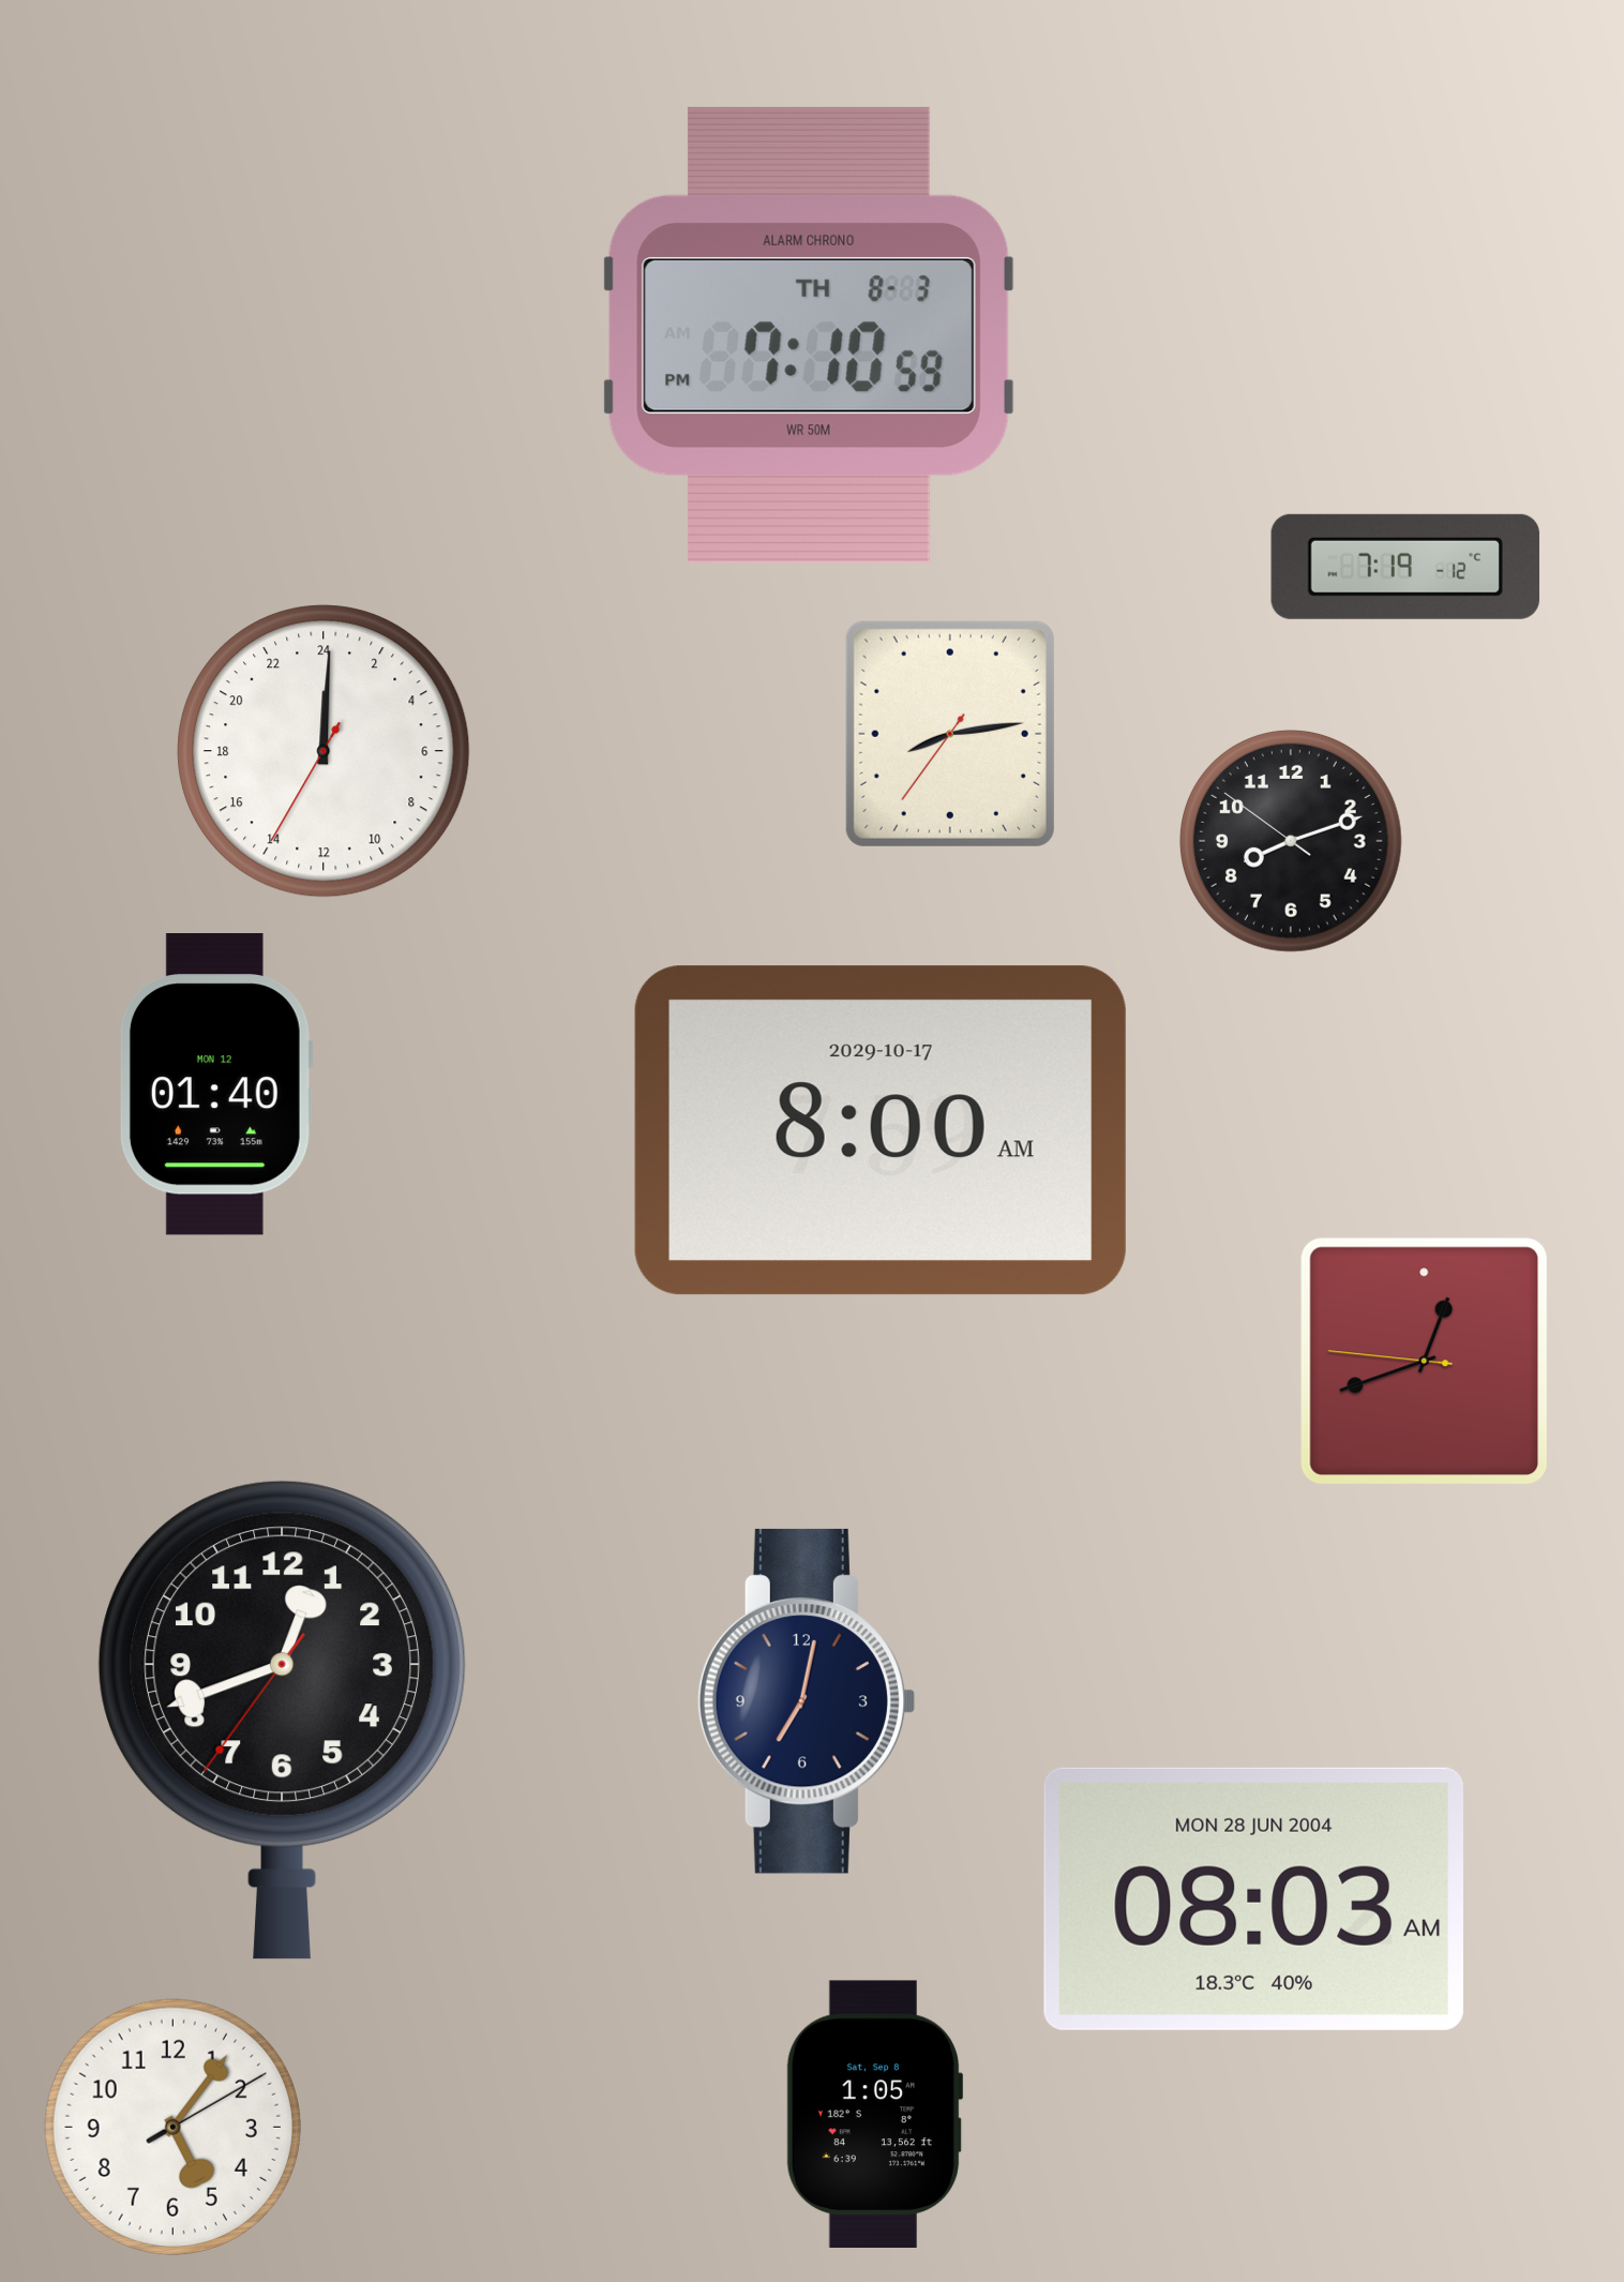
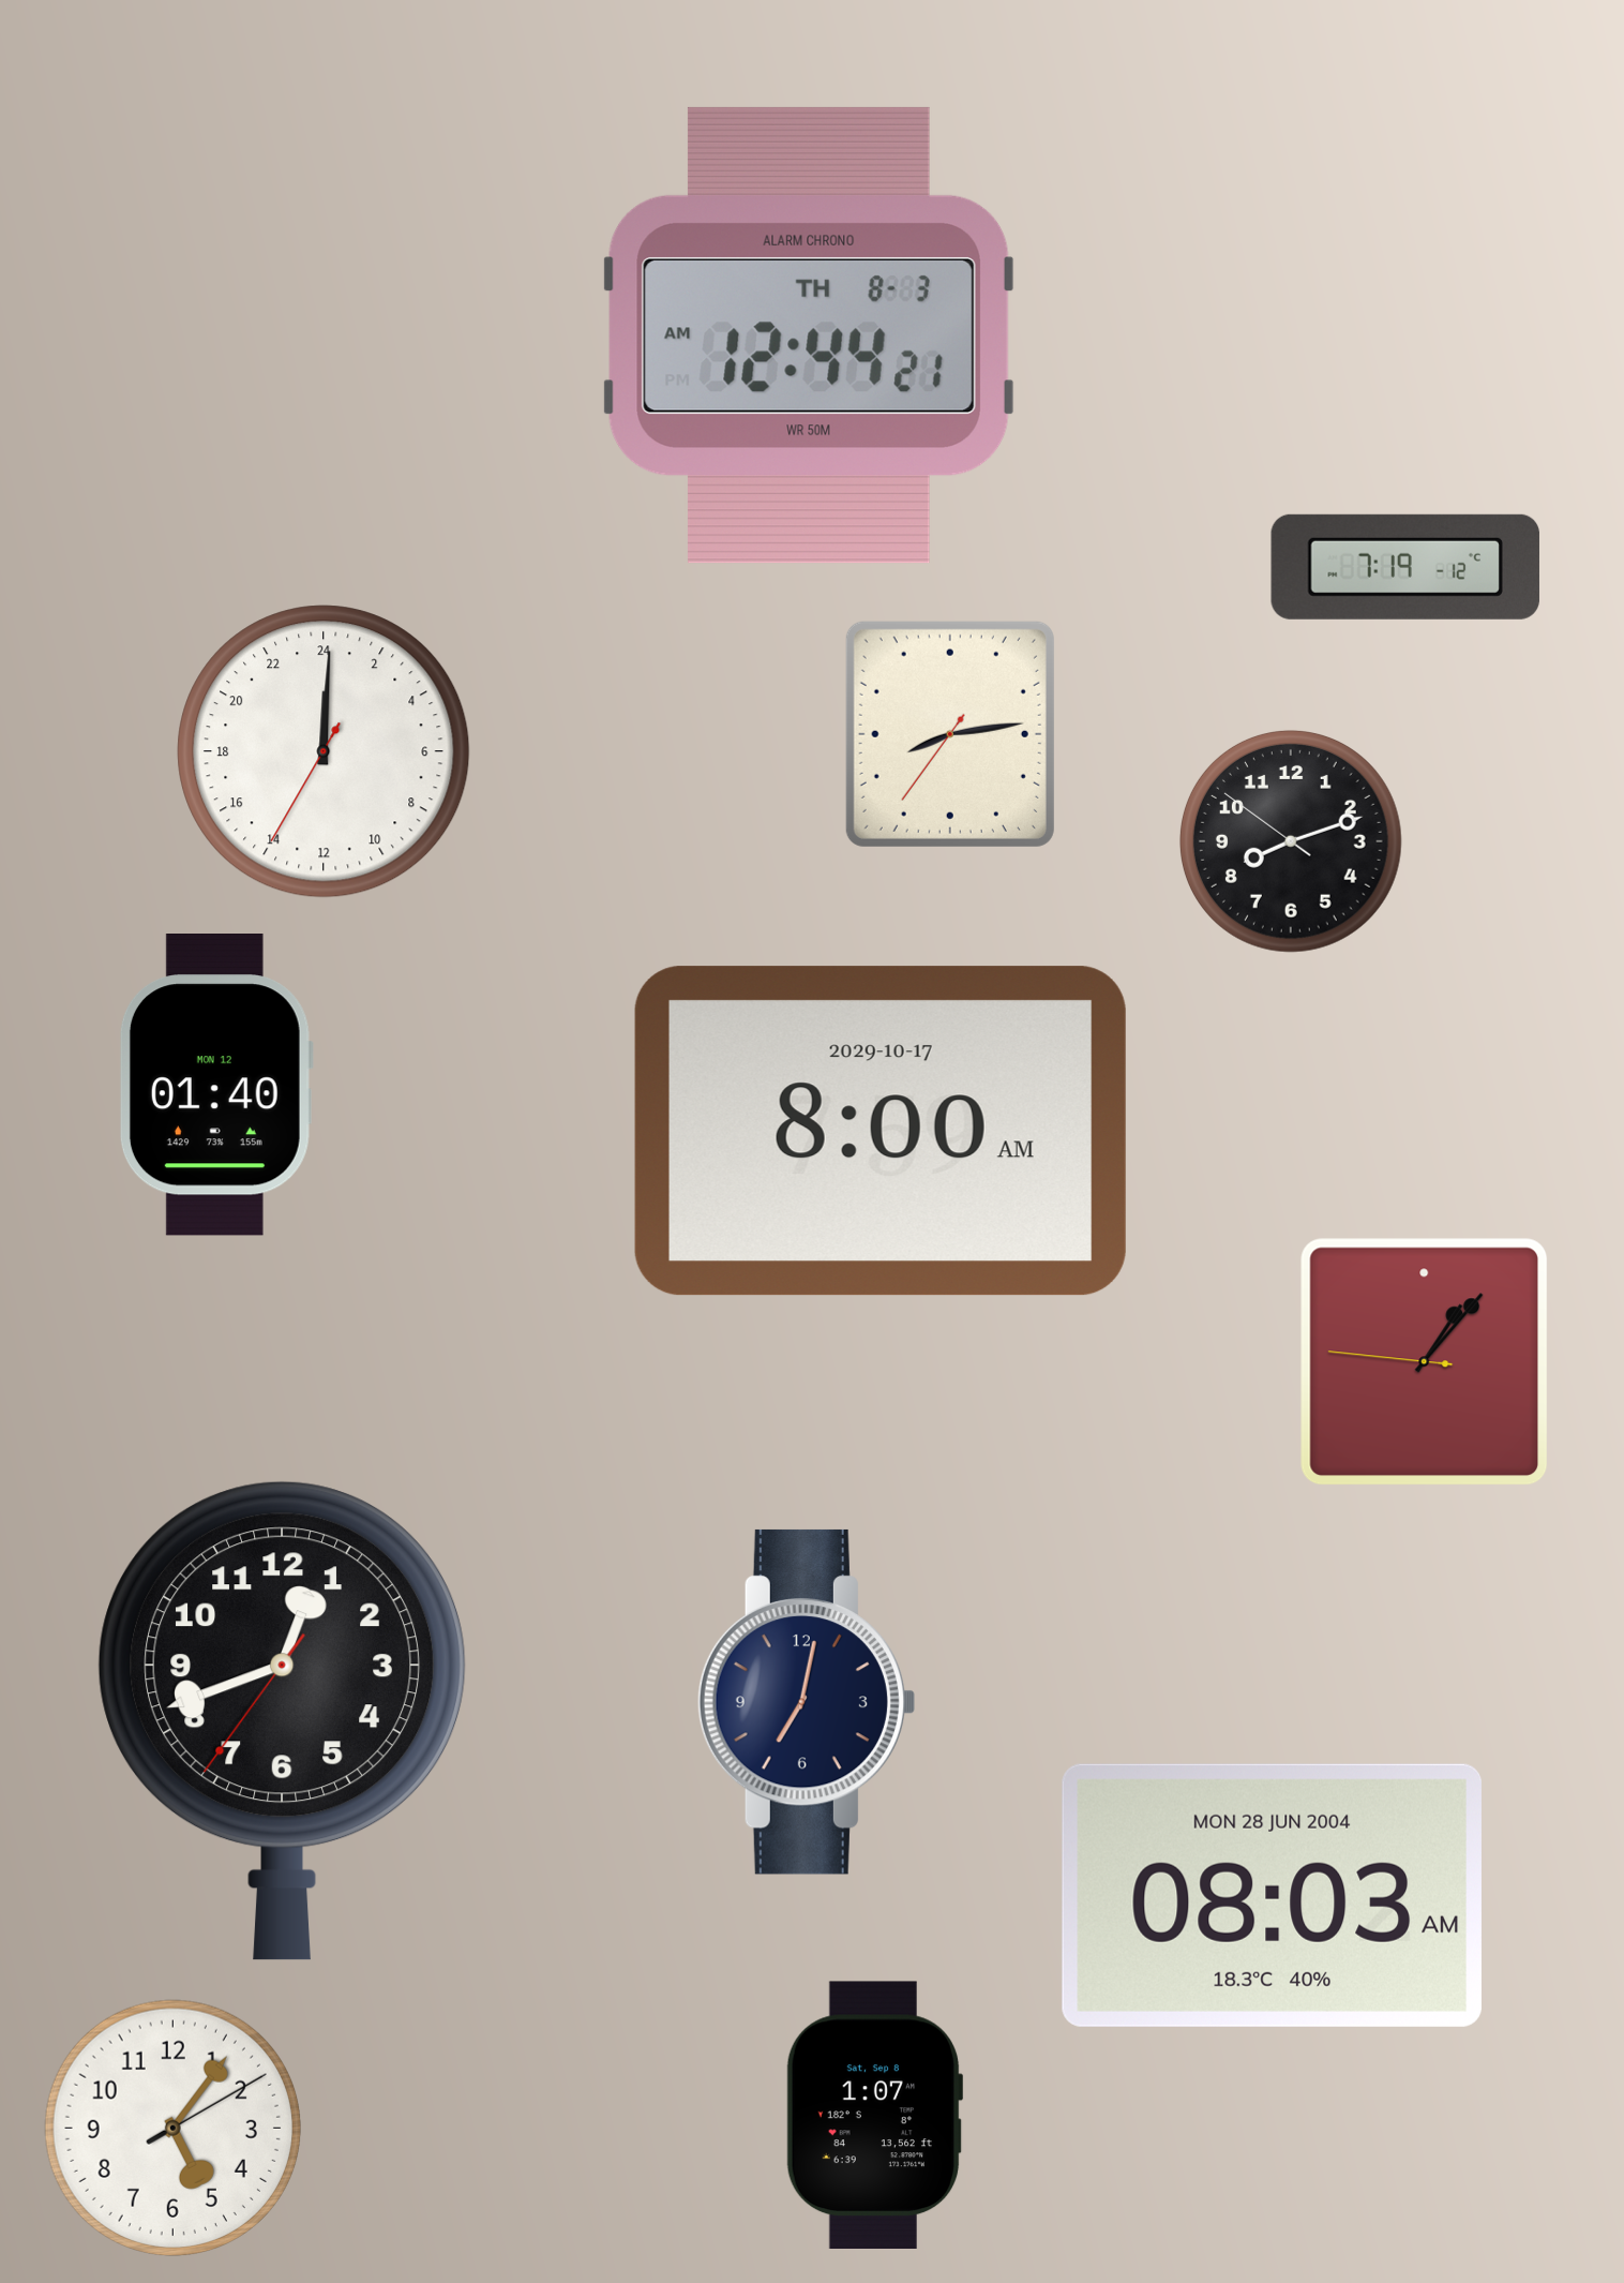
clock at (809, 335): 7:10 -> 12:44
clock at (1425, 1362): 12:41 -> 1:06
clock at (1253, 1898) position: (1253, 1898) -> (1272, 1895)
clock at (874, 2114): 1:05 -> 1:07
